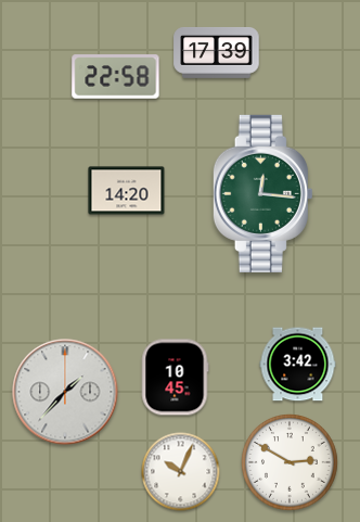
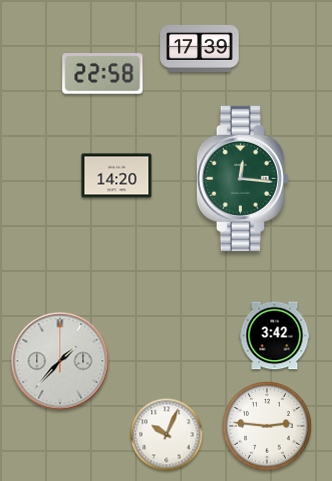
clock at (116, 77) position: (116, 77) -> (103, 74)
clock at (175, 378): 10:45 -> none
clock at (291, 463): 2:50 -> 2:46
